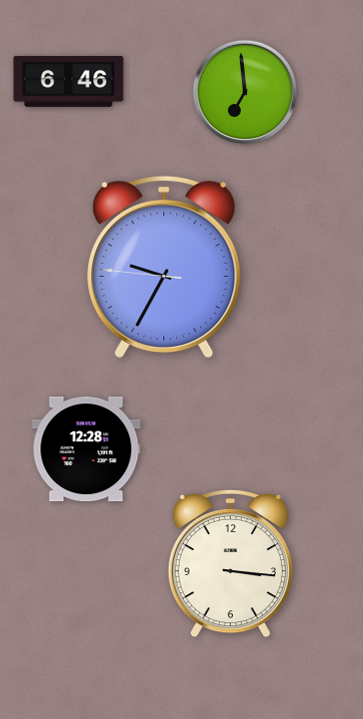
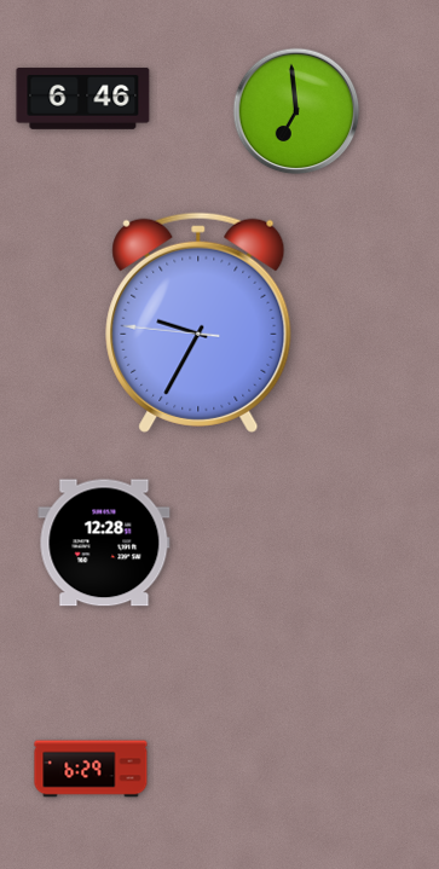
clock at (230, 564): 3:16 -> none
clock at (91, 769): none -> 6:29
